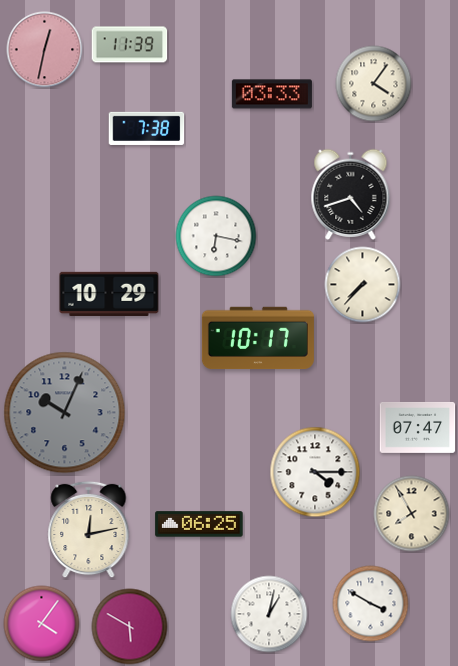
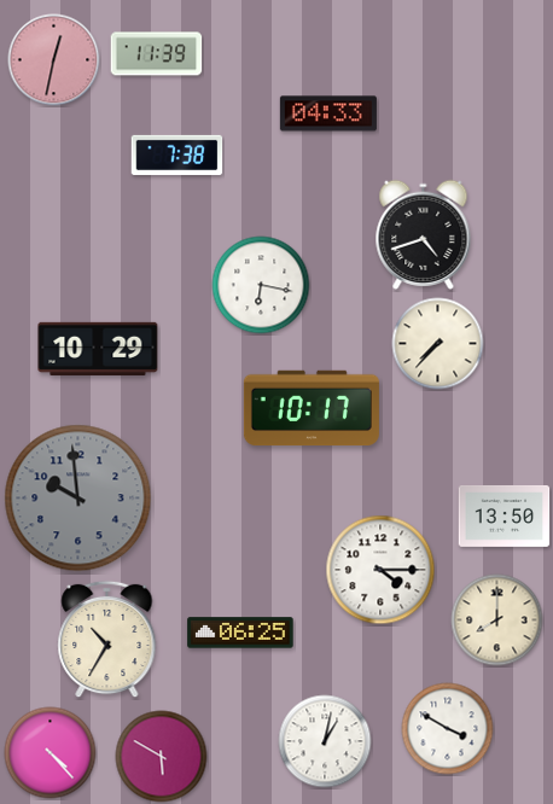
clock at (374, 84): 4:06 -> none
clock at (272, 94): 03:33 -> 04:33
clock at (109, 294) position: (109, 294) -> (98, 349)
clock at (65, 413): 10:04 -> 9:59
clock at (418, 427): 07:47 -> 13:50
clock at (412, 514): 7:55 -> 8:00
clock at (89, 530): 12:13 -> 10:35
clock at (42, 624): 4:06 -> 4:23
clock at (130, 627) position: (130, 627) -> (162, 757)
